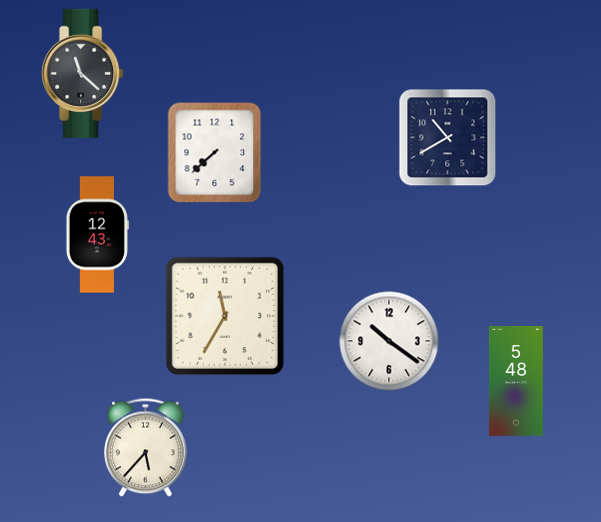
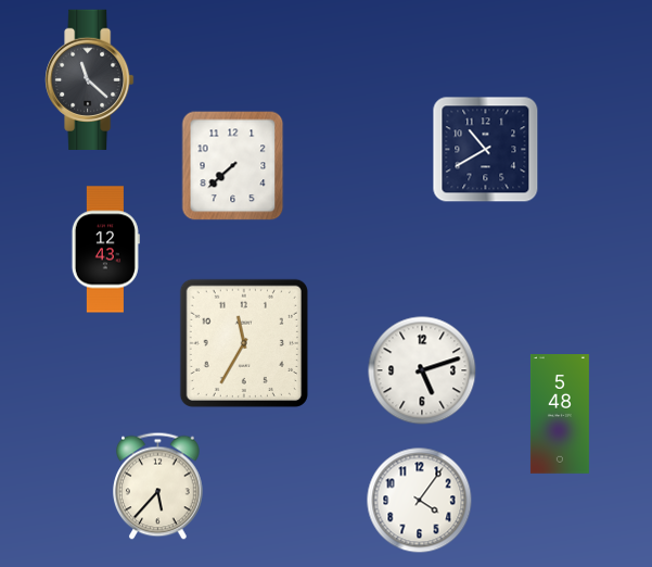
clock at (97, 235) position: (97, 235) -> (105, 250)
clock at (389, 341): 10:21 -> 5:12
clock at (420, 501): none -> 4:06
